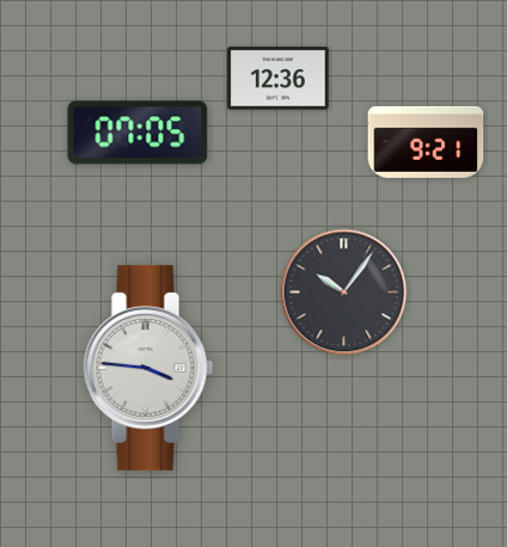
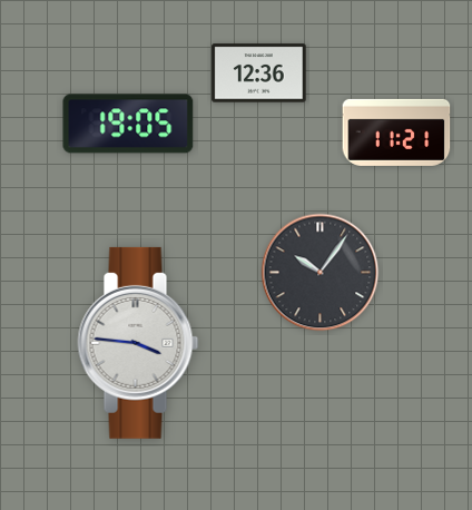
clock at (138, 133): 07:05 -> 19:05
clock at (426, 142): 9:21 -> 11:21
